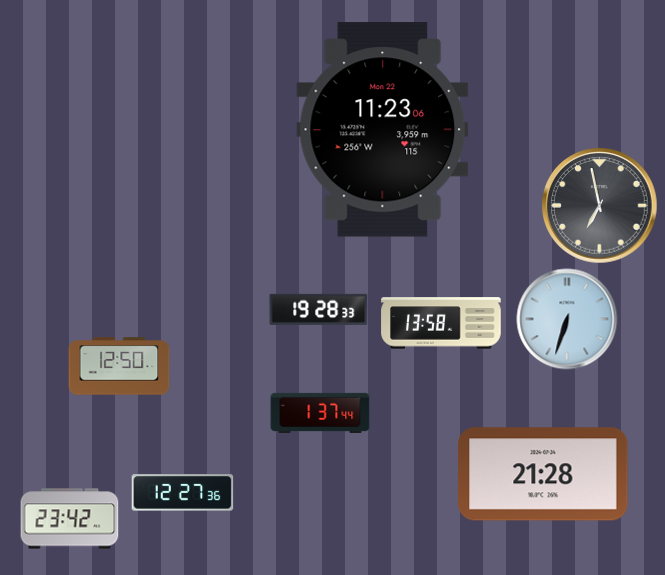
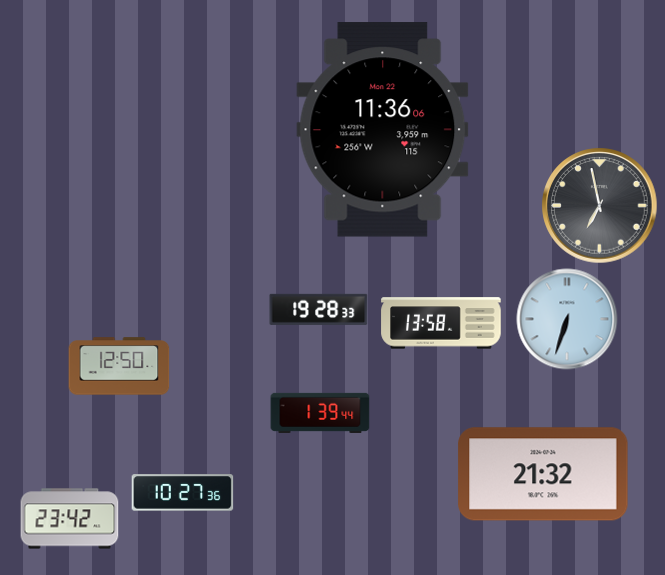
clock at (383, 130): 11:23 -> 11:36
clock at (320, 413): 1:37 -> 1:39
clock at (543, 474): 21:28 -> 21:32
clock at (183, 493): 12:27 -> 10:27
